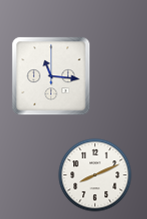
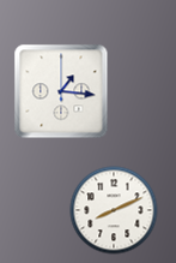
clock at (51, 76): 11:16 -> 1:16
